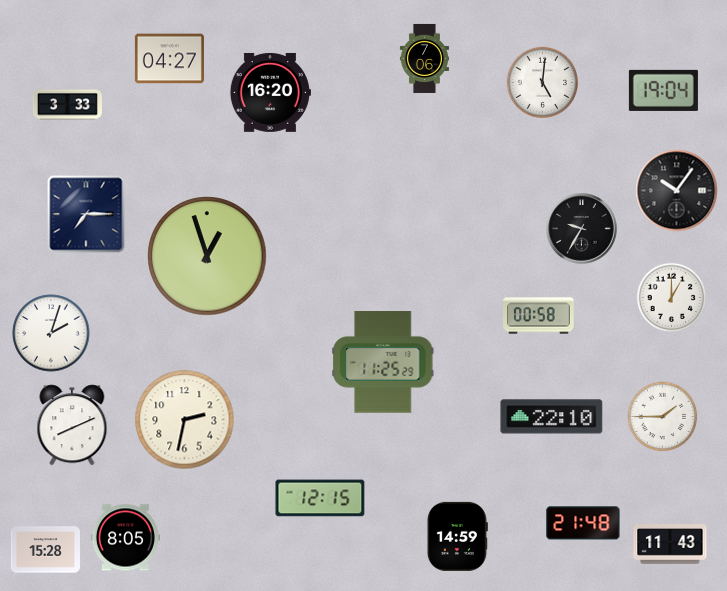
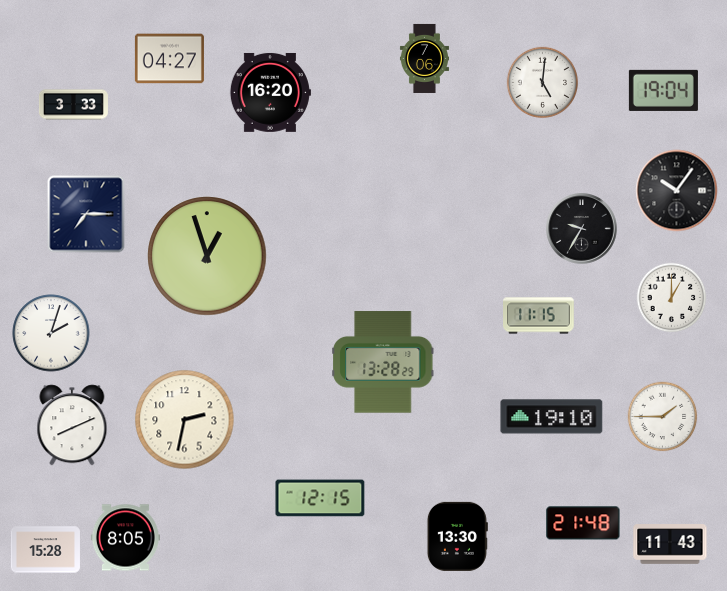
clock at (67, 105) position: (67, 105) -> (73, 105)
clock at (539, 316): 00:58 -> 11:15
clock at (383, 362): 11:25 -> 13:28
clock at (552, 417): 22:10 -> 19:10
clock at (457, 536): 14:59 -> 13:30
